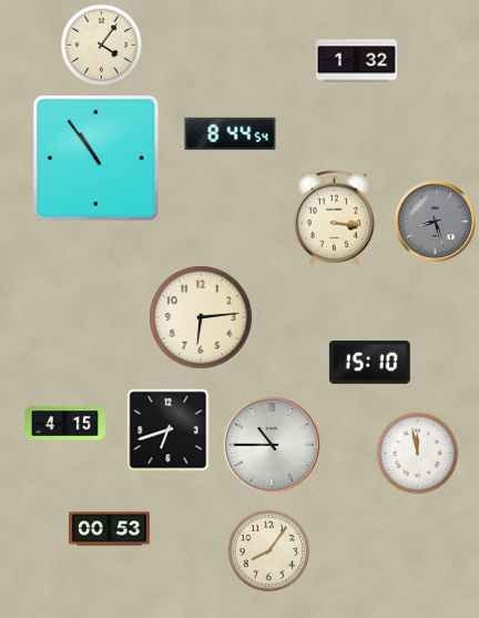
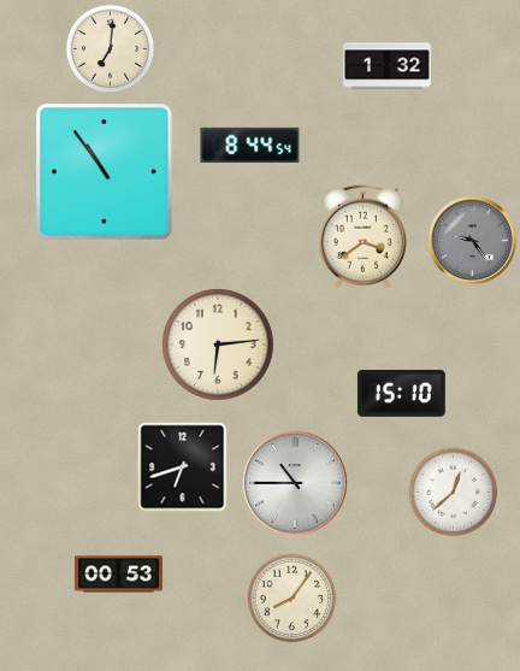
clock at (102, 45): 4:06 -> 7:01
clock at (334, 217): 3:16 -> 3:39
clock at (435, 221): 8:27 -> 9:24
clock at (65, 424): 4:15 -> none
clock at (418, 454): 11:58 -> 12:38
